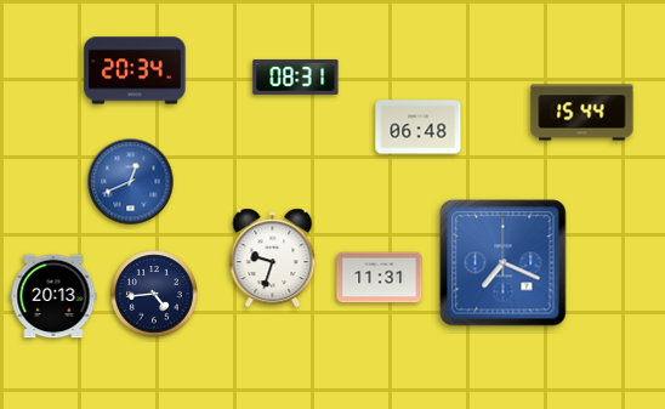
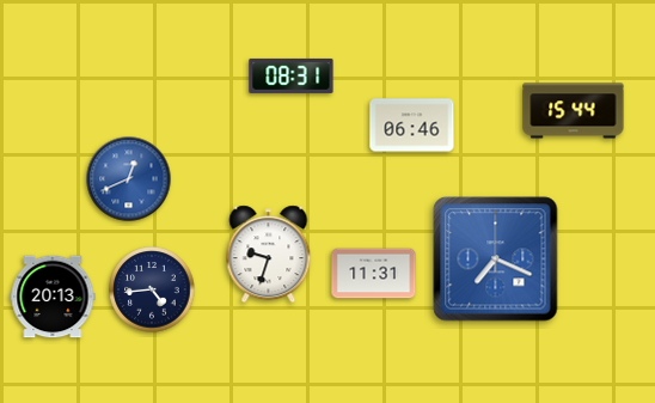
clock at (135, 70): 20:34 -> none
clock at (419, 127): 06:48 -> 06:46
clock at (53, 296) position: (53, 296) -> (53, 297)
